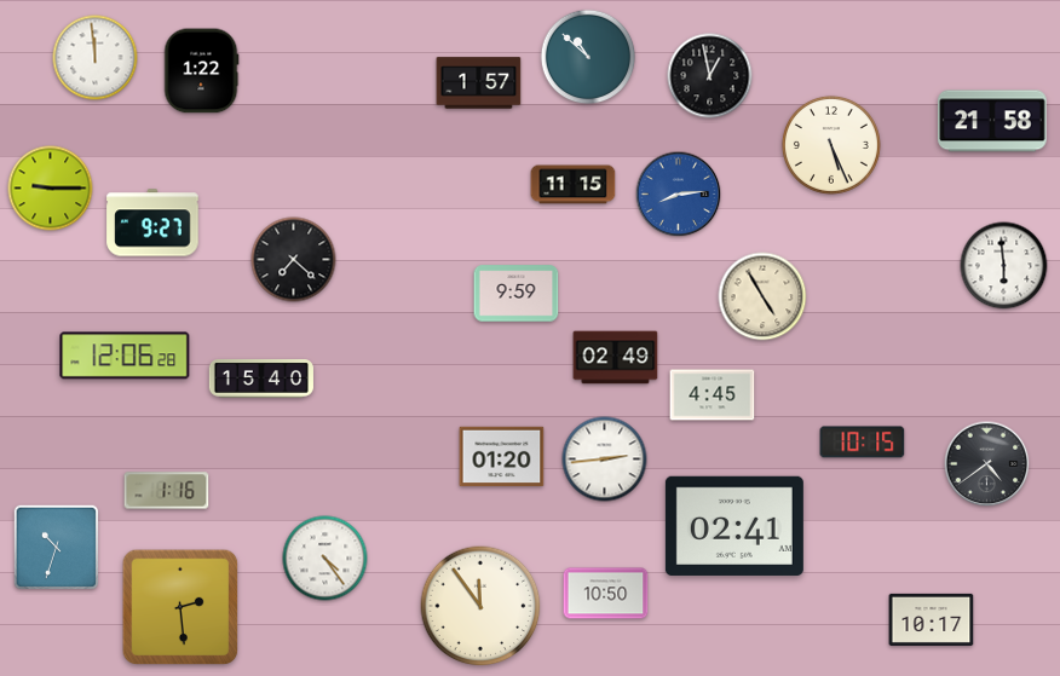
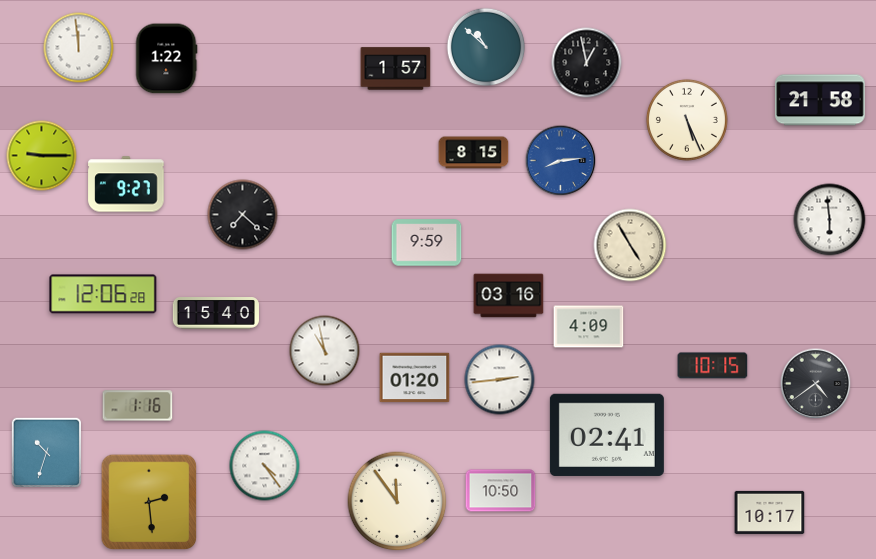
clock at (574, 185): 11:15 -> 8:15
clock at (616, 358): 02:49 -> 03:16
clock at (713, 395): 4:45 -> 4:09
clock at (325, 351): none -> 10:58
clock at (326, 559) position: (326, 559) -> (265, 466)
